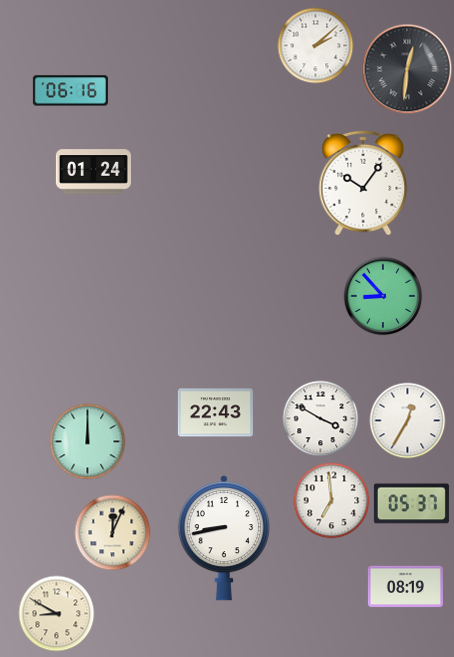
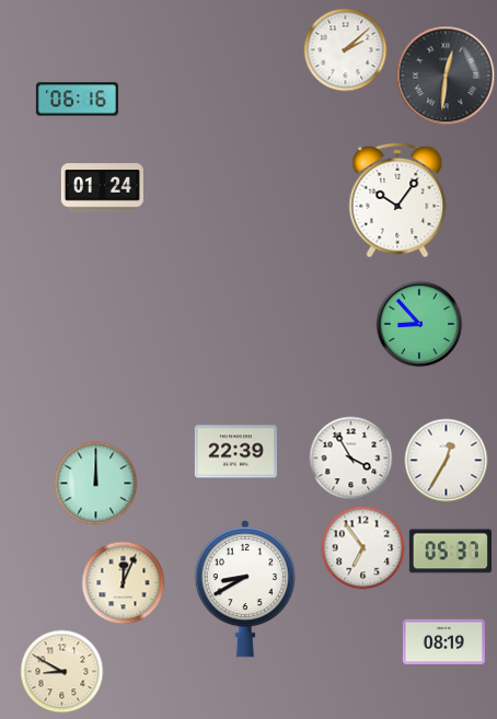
clock at (215, 413): 22:43 -> 22:39
clock at (321, 419): 3:50 -> 3:55
clock at (332, 501): 6:59 -> 6:54
clock at (224, 538): 8:43 -> 8:40
